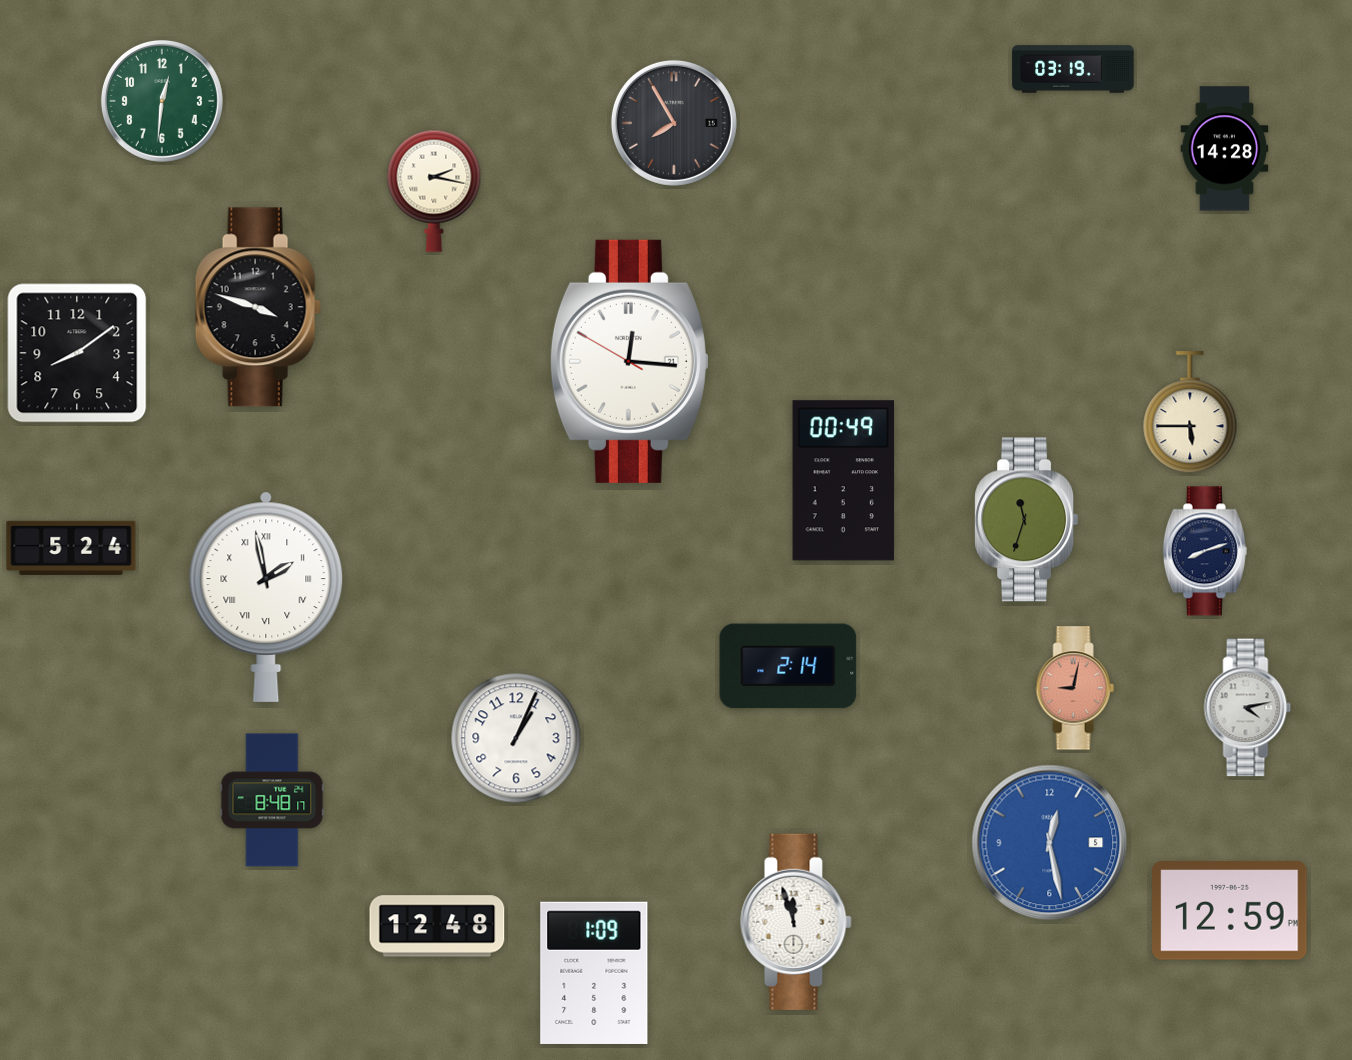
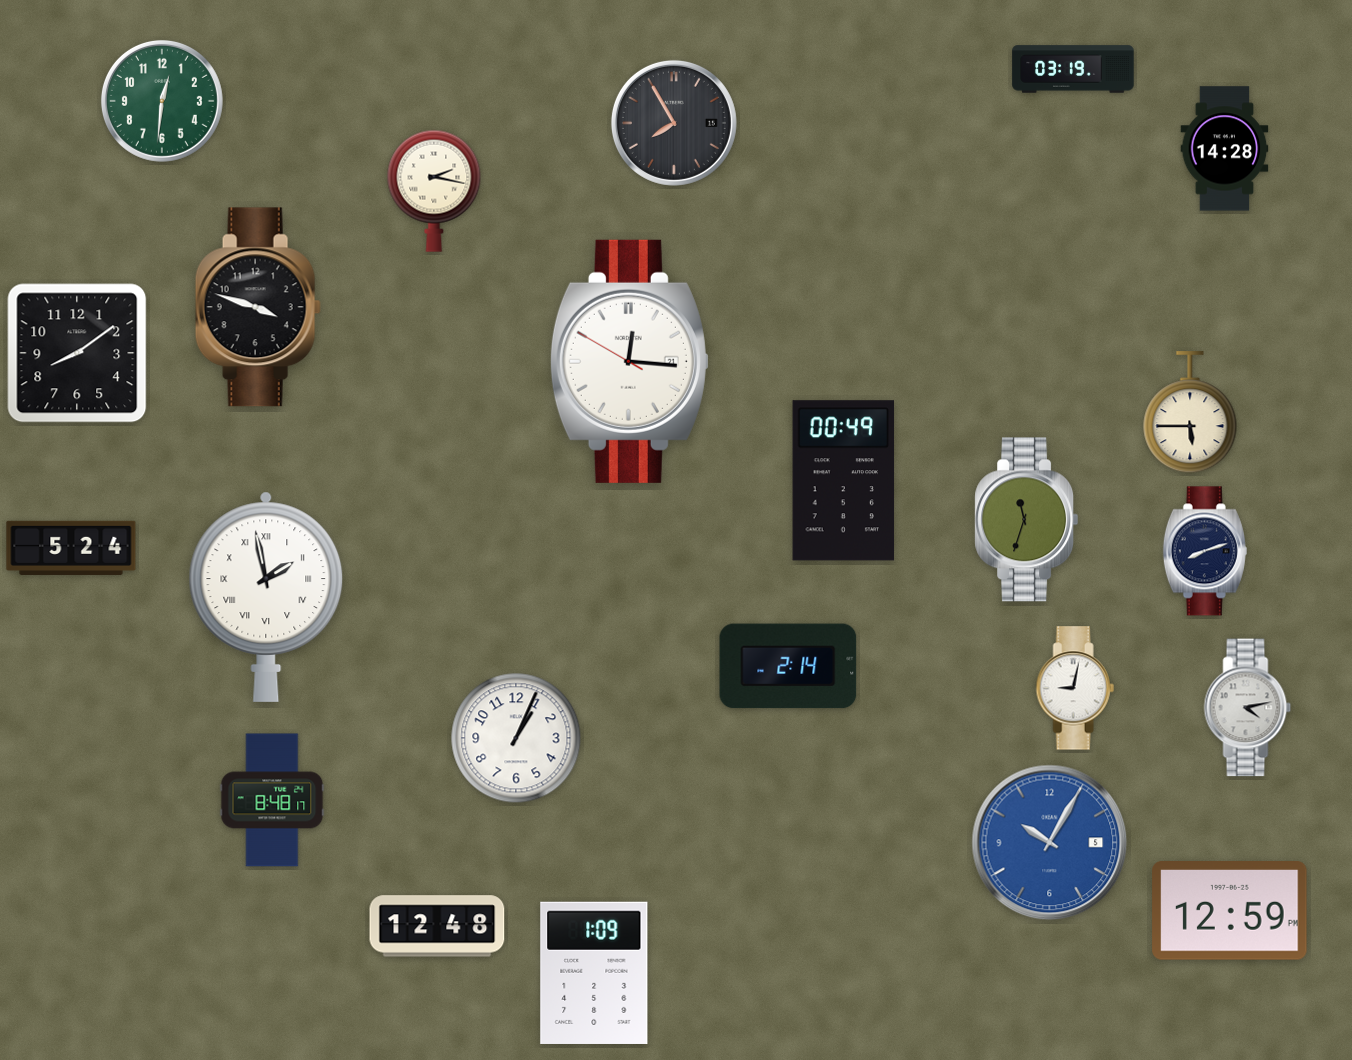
clock at (1075, 688) dial: salmon -> white
clock at (1050, 843): 12:28 -> 10:05
clock at (796, 922): 11:57 -> none
